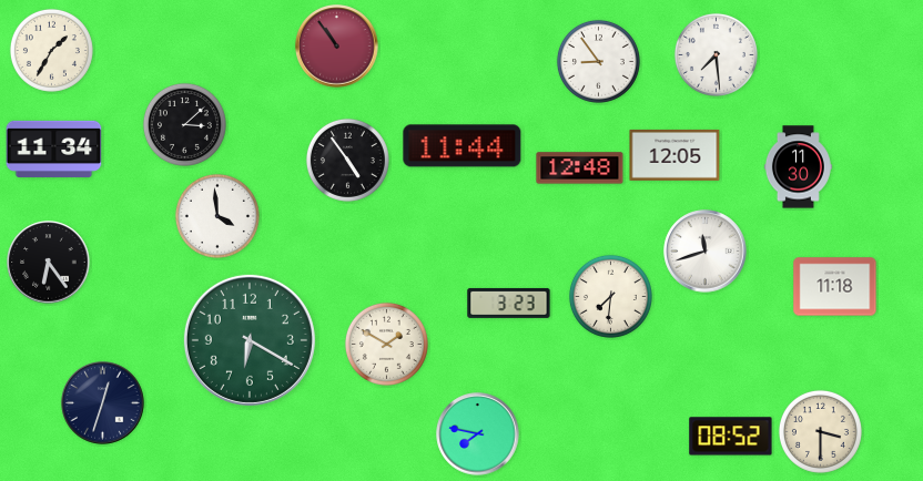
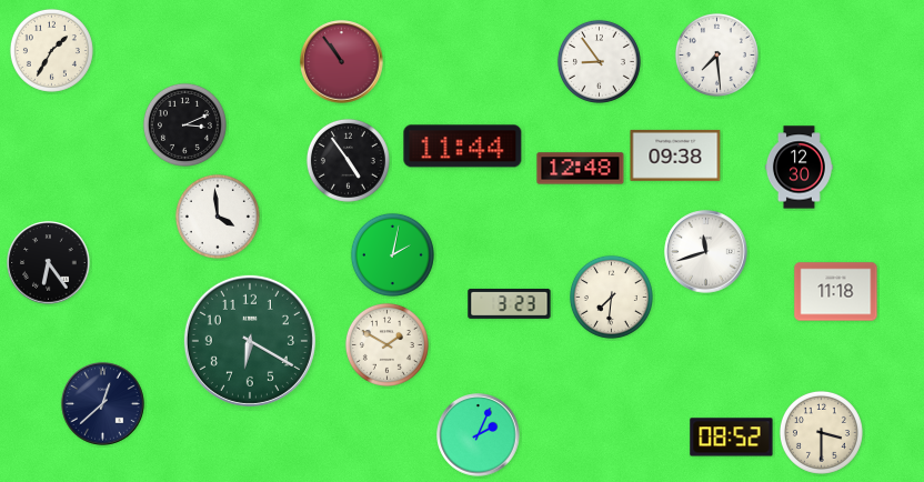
clock at (337, 47) position: (337, 47) -> (342, 62)
clock at (184, 124): 3:08 -> 3:11
clock at (54, 149): 11:34 -> none
clock at (674, 155): 12:05 -> 09:38
clock at (798, 167): 11:30 -> 12:30
clock at (392, 254): none -> 2:02
clock at (835, 287) position: (835, 287) -> (836, 292)
clock at (103, 403): 12:33 -> 12:38
clock at (478, 434): 7:47 -> 2:04
